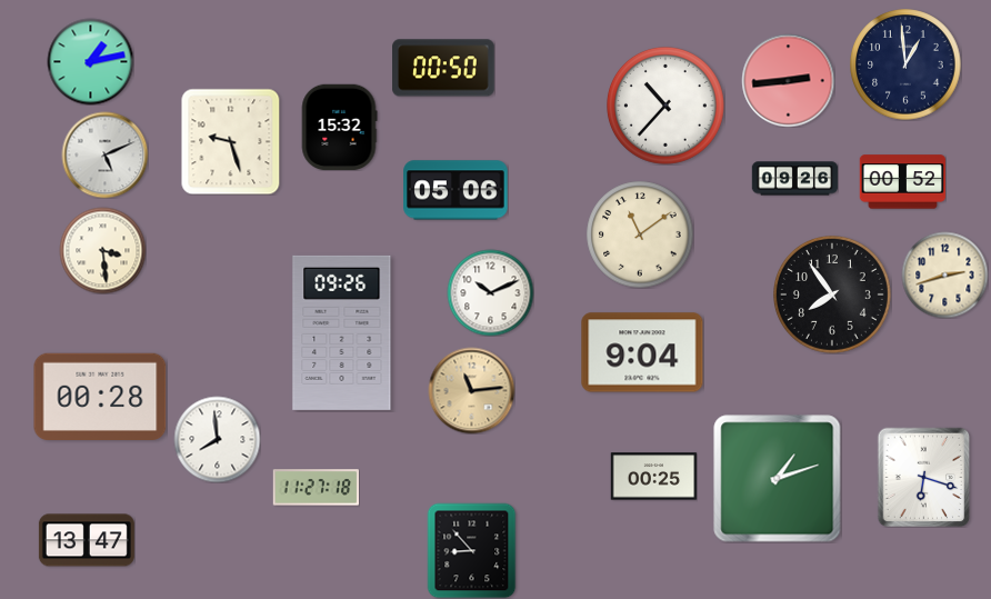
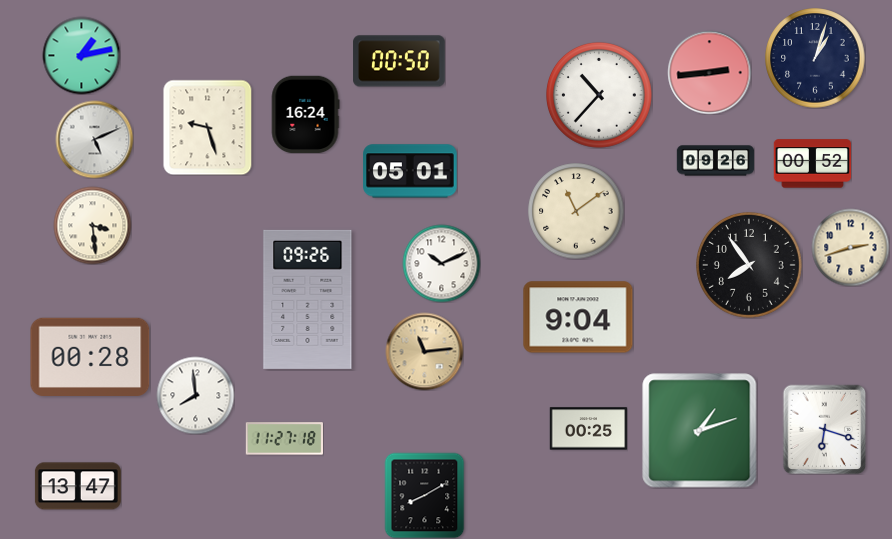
clock at (905, 64): 12:59 -> 1:03
clock at (339, 127): 15:32 -> 16:24
clock at (456, 190): 05:06 -> 05:01
clock at (924, 477) position: (924, 477) -> (825, 429)
clock at (472, 550): 8:53 -> 8:10
